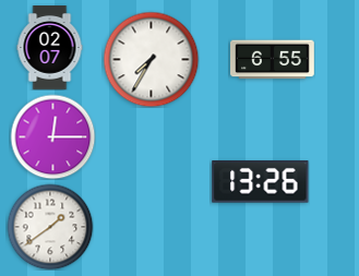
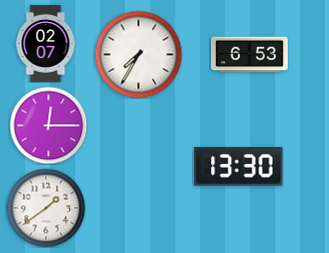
clock at (273, 60): 6:55 -> 6:53
clock at (261, 182): 13:26 -> 13:30
